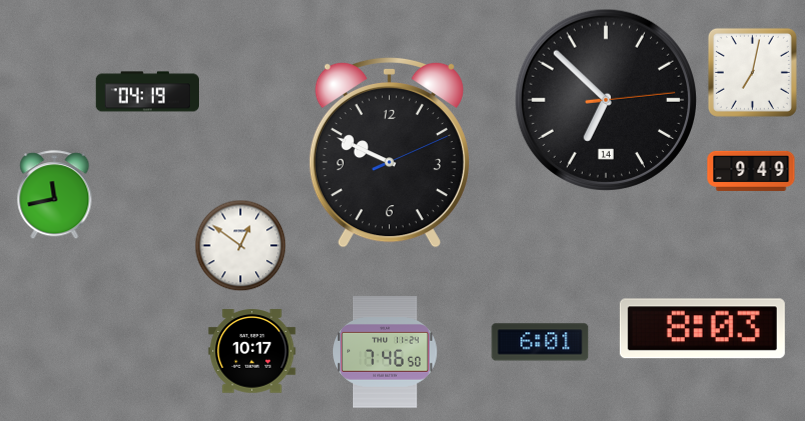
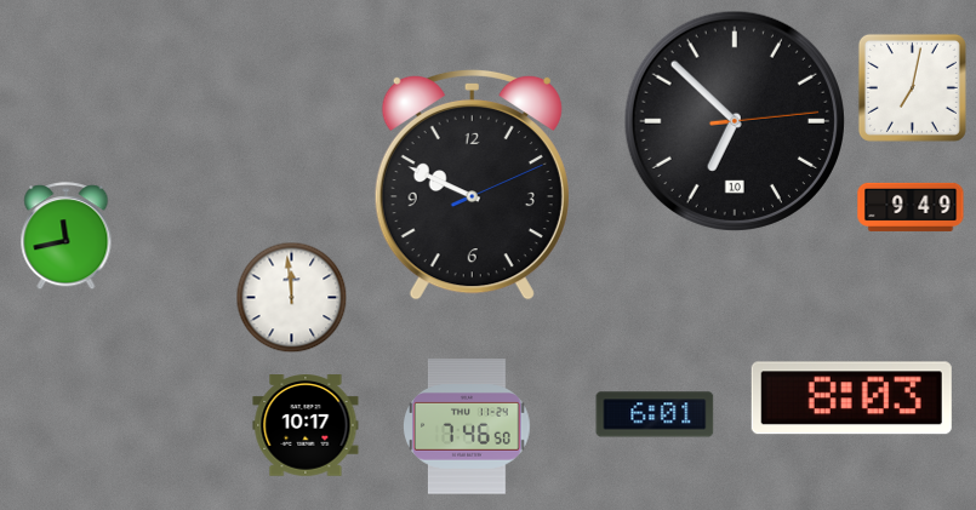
clock at (147, 92): 04:19 -> none
clock at (606, 100) date: 14 -> 10
clock at (241, 246): 12:51 -> 11:59
